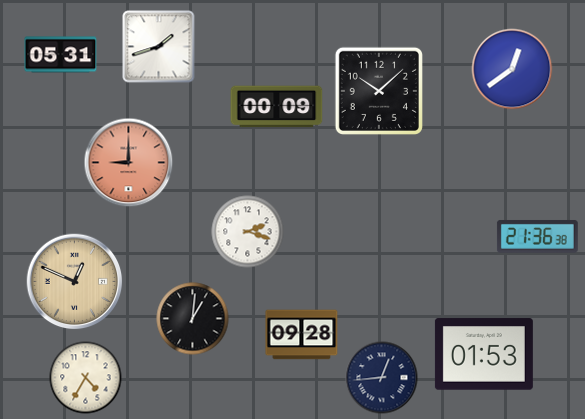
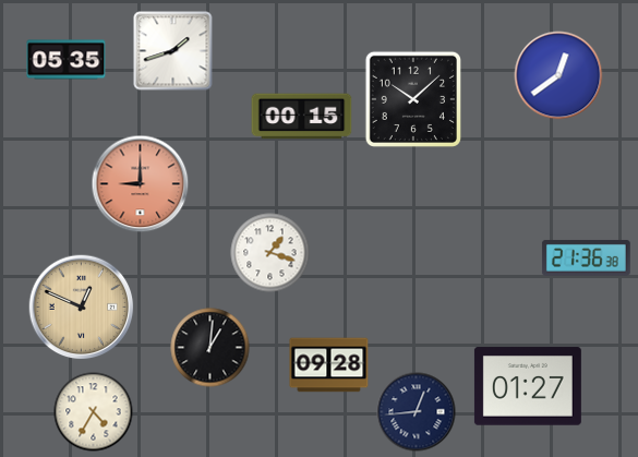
clock at (61, 55): 05:31 -> 05:35
clock at (277, 107): 00:09 -> 00:15
clock at (129, 163) position: (129, 163) -> (141, 184)
clock at (248, 232): 2:18 -> 1:18
clock at (484, 354): 01:53 -> 01:27
